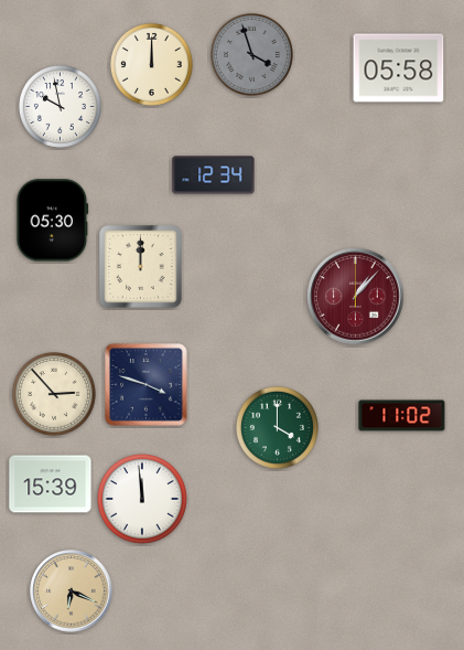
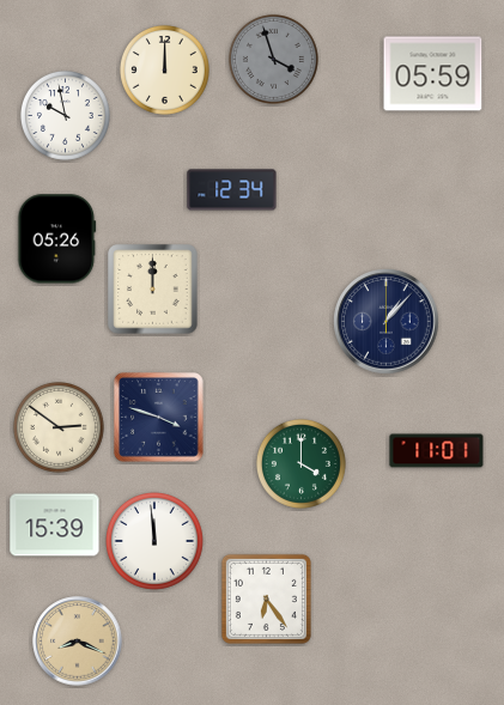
clock at (399, 68): 05:58 -> 05:59
clock at (53, 221): 05:30 -> 05:26
clock at (356, 297) dial: burgundy -> navy
clock at (54, 394): 2:53 -> 2:51
clock at (402, 416): 11:02 -> 11:01
clock at (266, 598): none -> 6:24
clock at (72, 592): 6:19 -> 8:19
